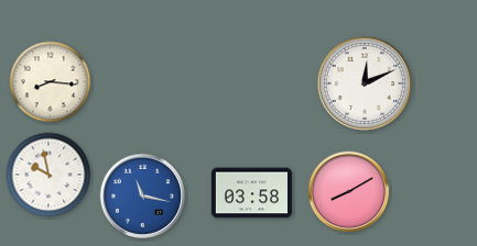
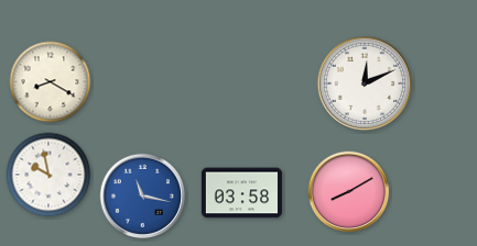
clock at (51, 82): 8:16 -> 8:20
clock at (251, 193) position: (251, 193) -> (241, 193)
